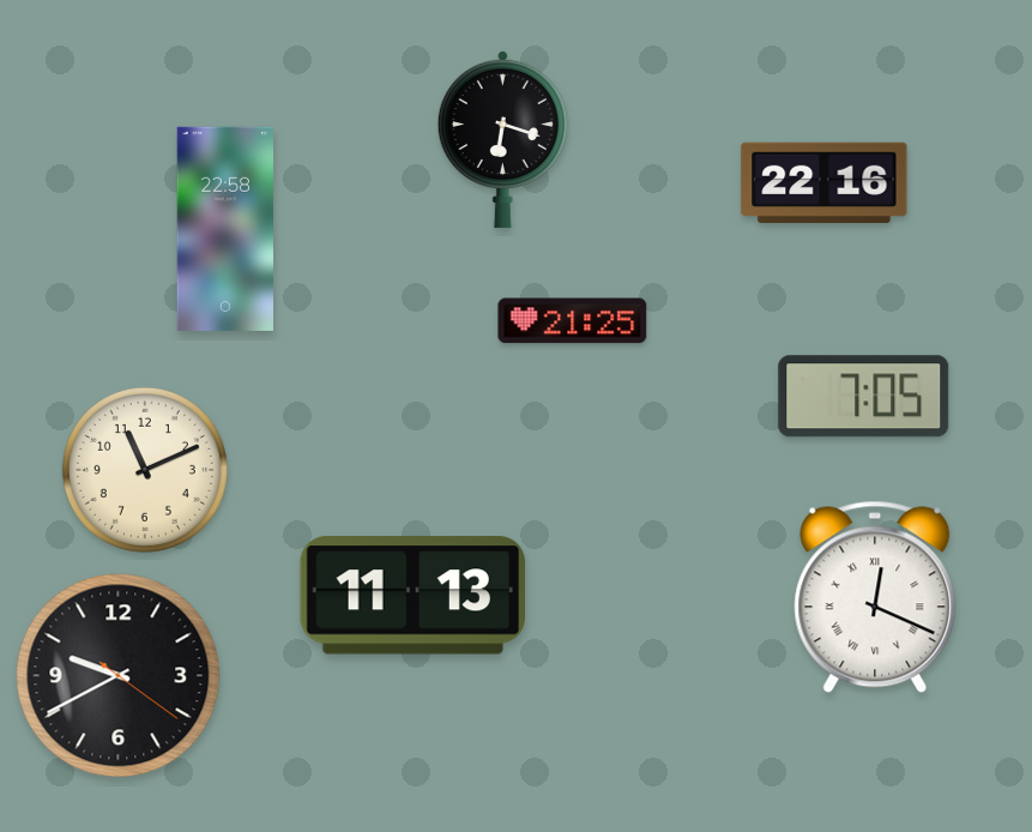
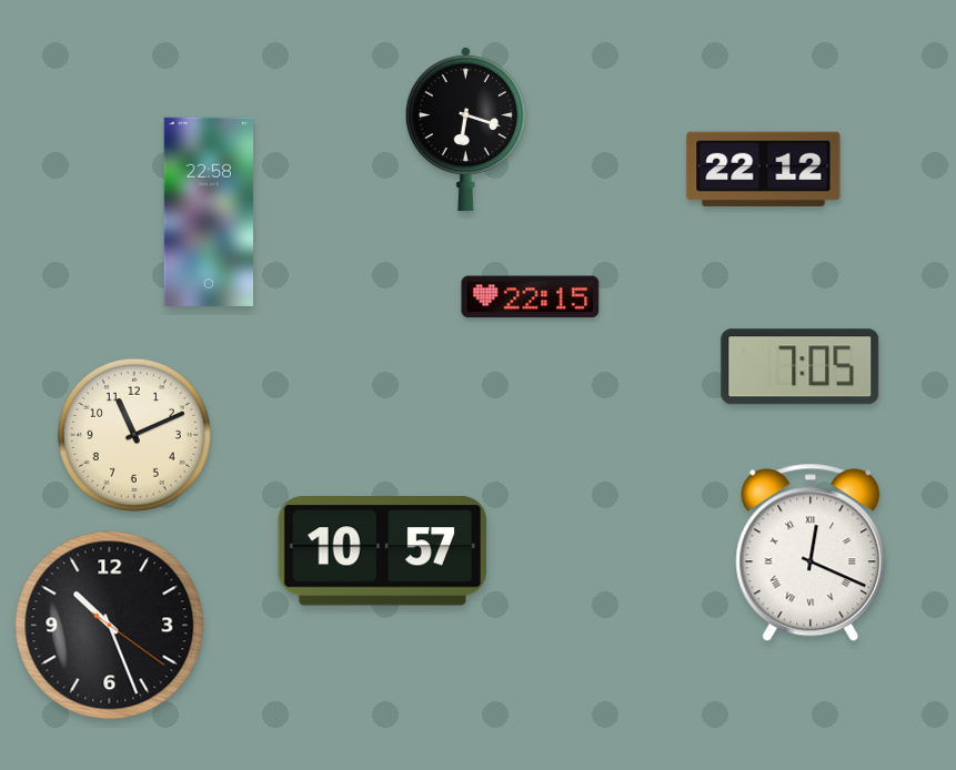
clock at (825, 182): 22:16 -> 22:12
clock at (573, 321): 21:25 -> 22:15
clock at (412, 596): 11:13 -> 10:57
clock at (119, 676): 9:40 -> 10:26
